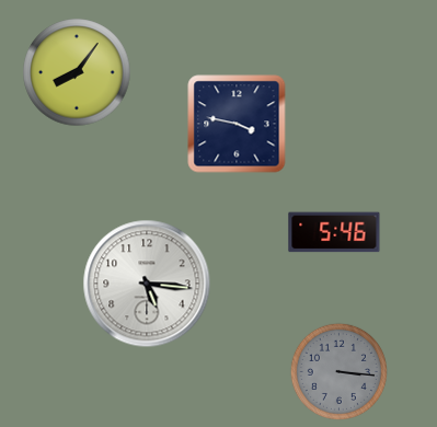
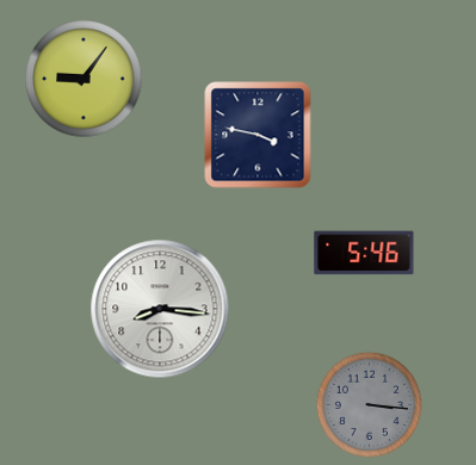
clock at (77, 72): 8:06 -> 9:06
clock at (147, 284): 5:16 -> 8:16
